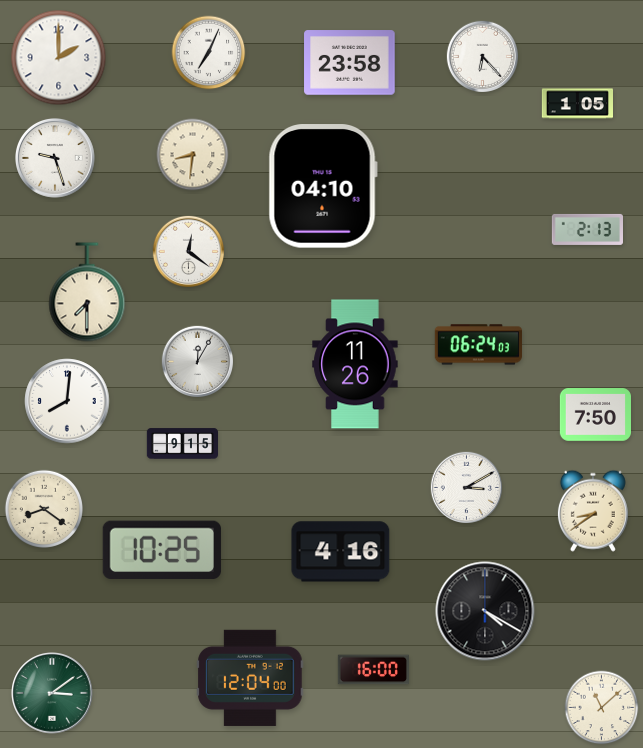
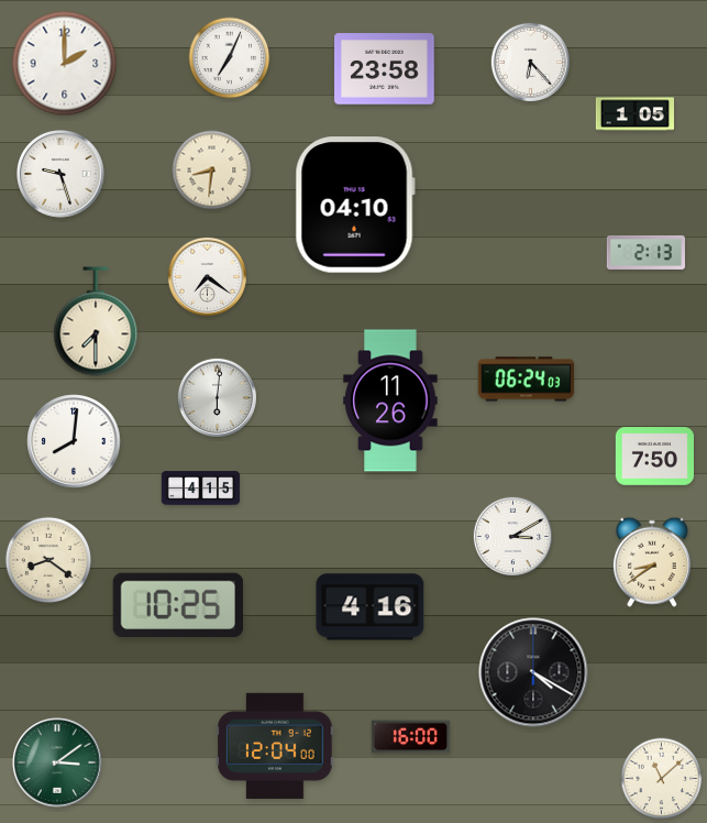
clock at (188, 251): 12:21 -> 7:21
clock at (197, 361): 12:05 -> 6:01
clock at (182, 444): 9:15 -> 4:15
clock at (341, 552) position: (341, 552) -> (371, 607)
